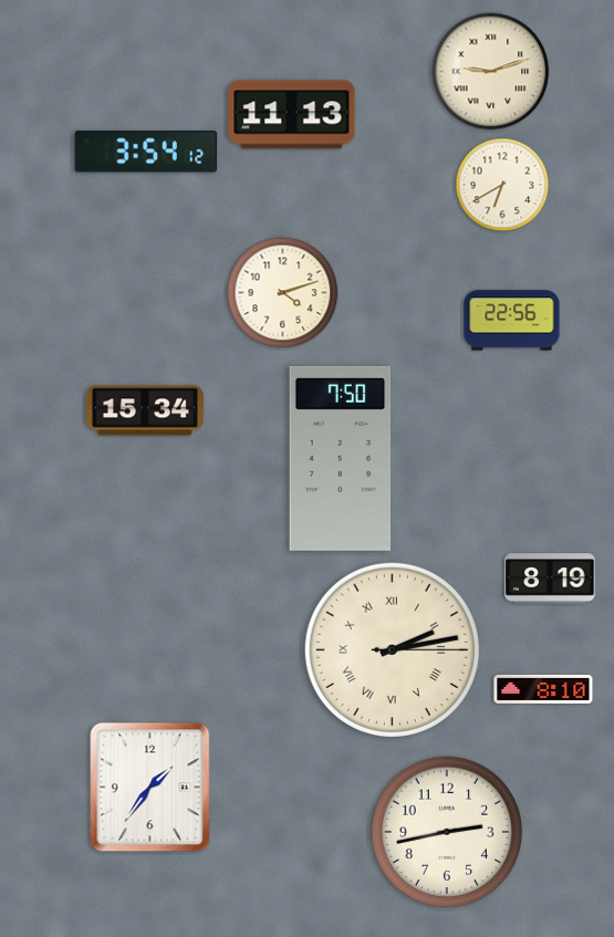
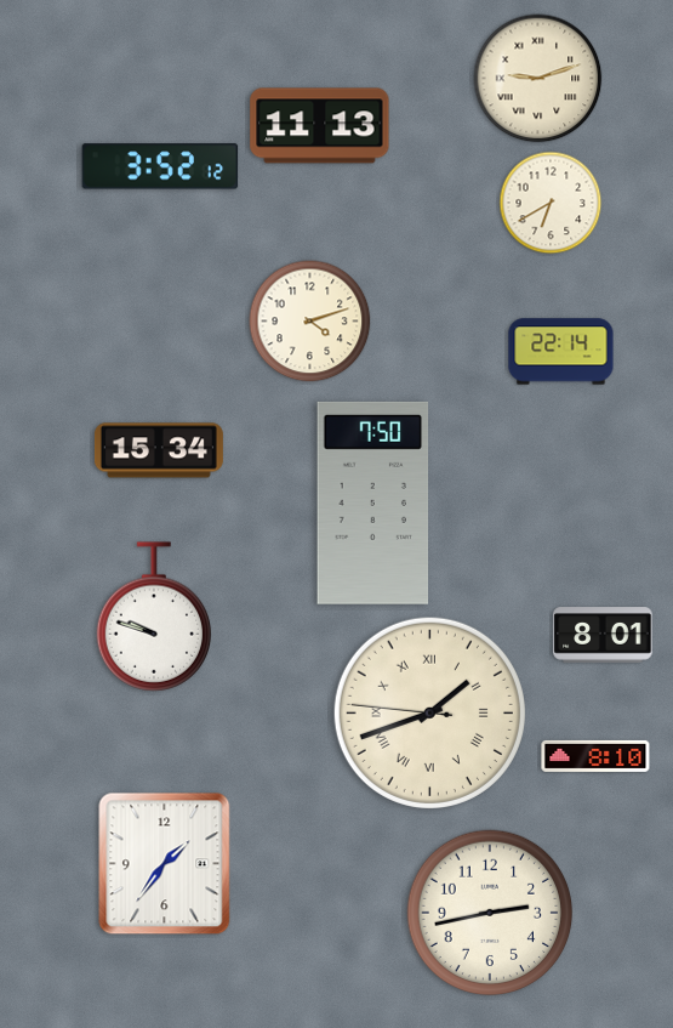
clock at (146, 152): 3:54 -> 3:52
clock at (512, 321): 22:56 -> 22:14
clock at (154, 617): none -> 9:48
clock at (550, 579): 8:19 -> 8:01
clock at (392, 649): 2:13 -> 1:41
